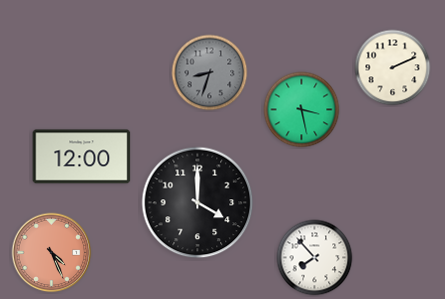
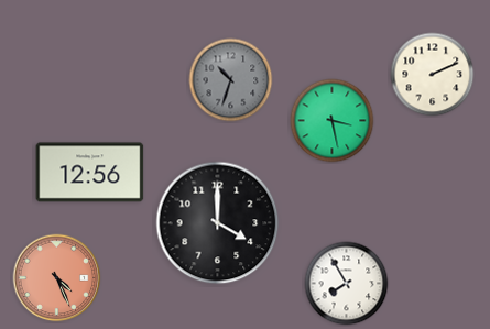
clock at (210, 73): 8:33 -> 10:33
clock at (82, 157): 12:00 -> 12:56
clock at (315, 258): 7:53 -> 7:55
